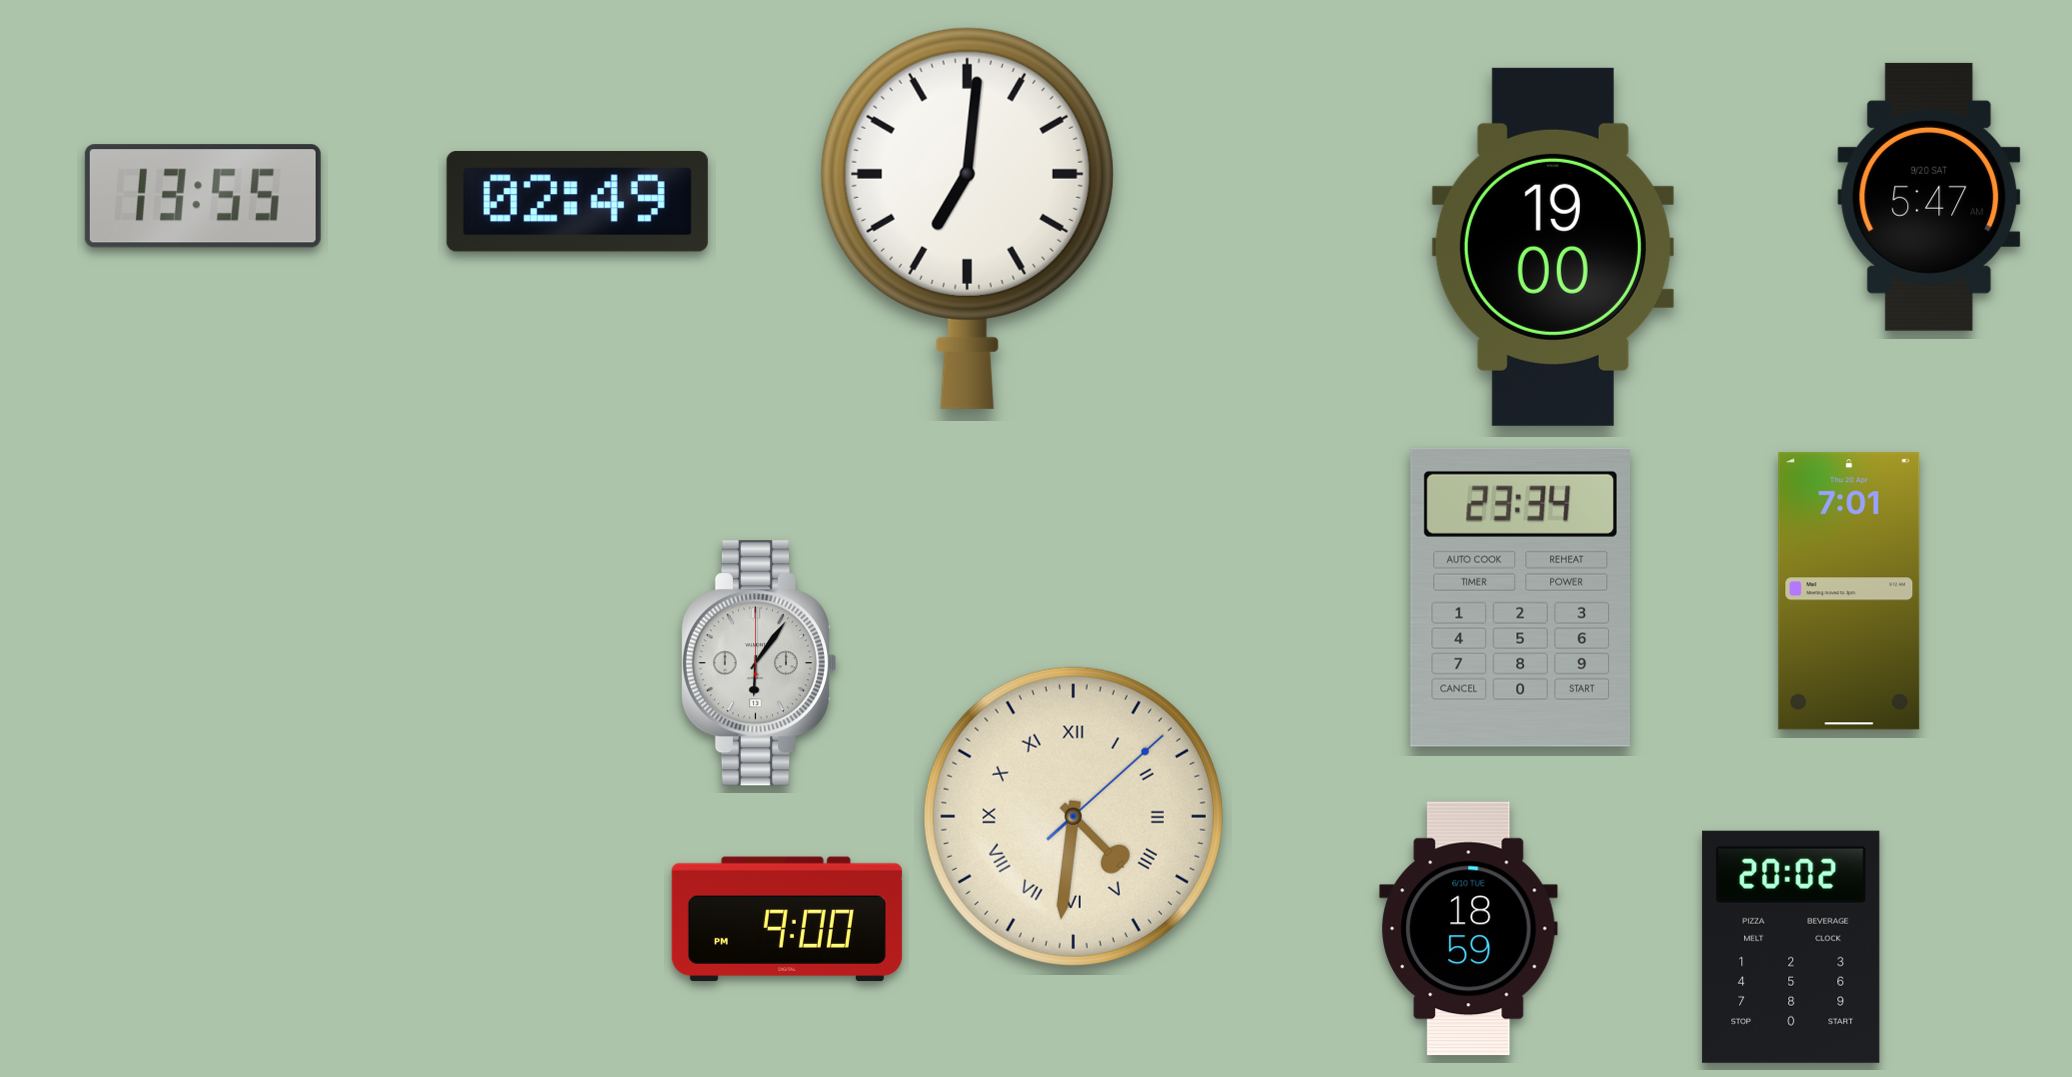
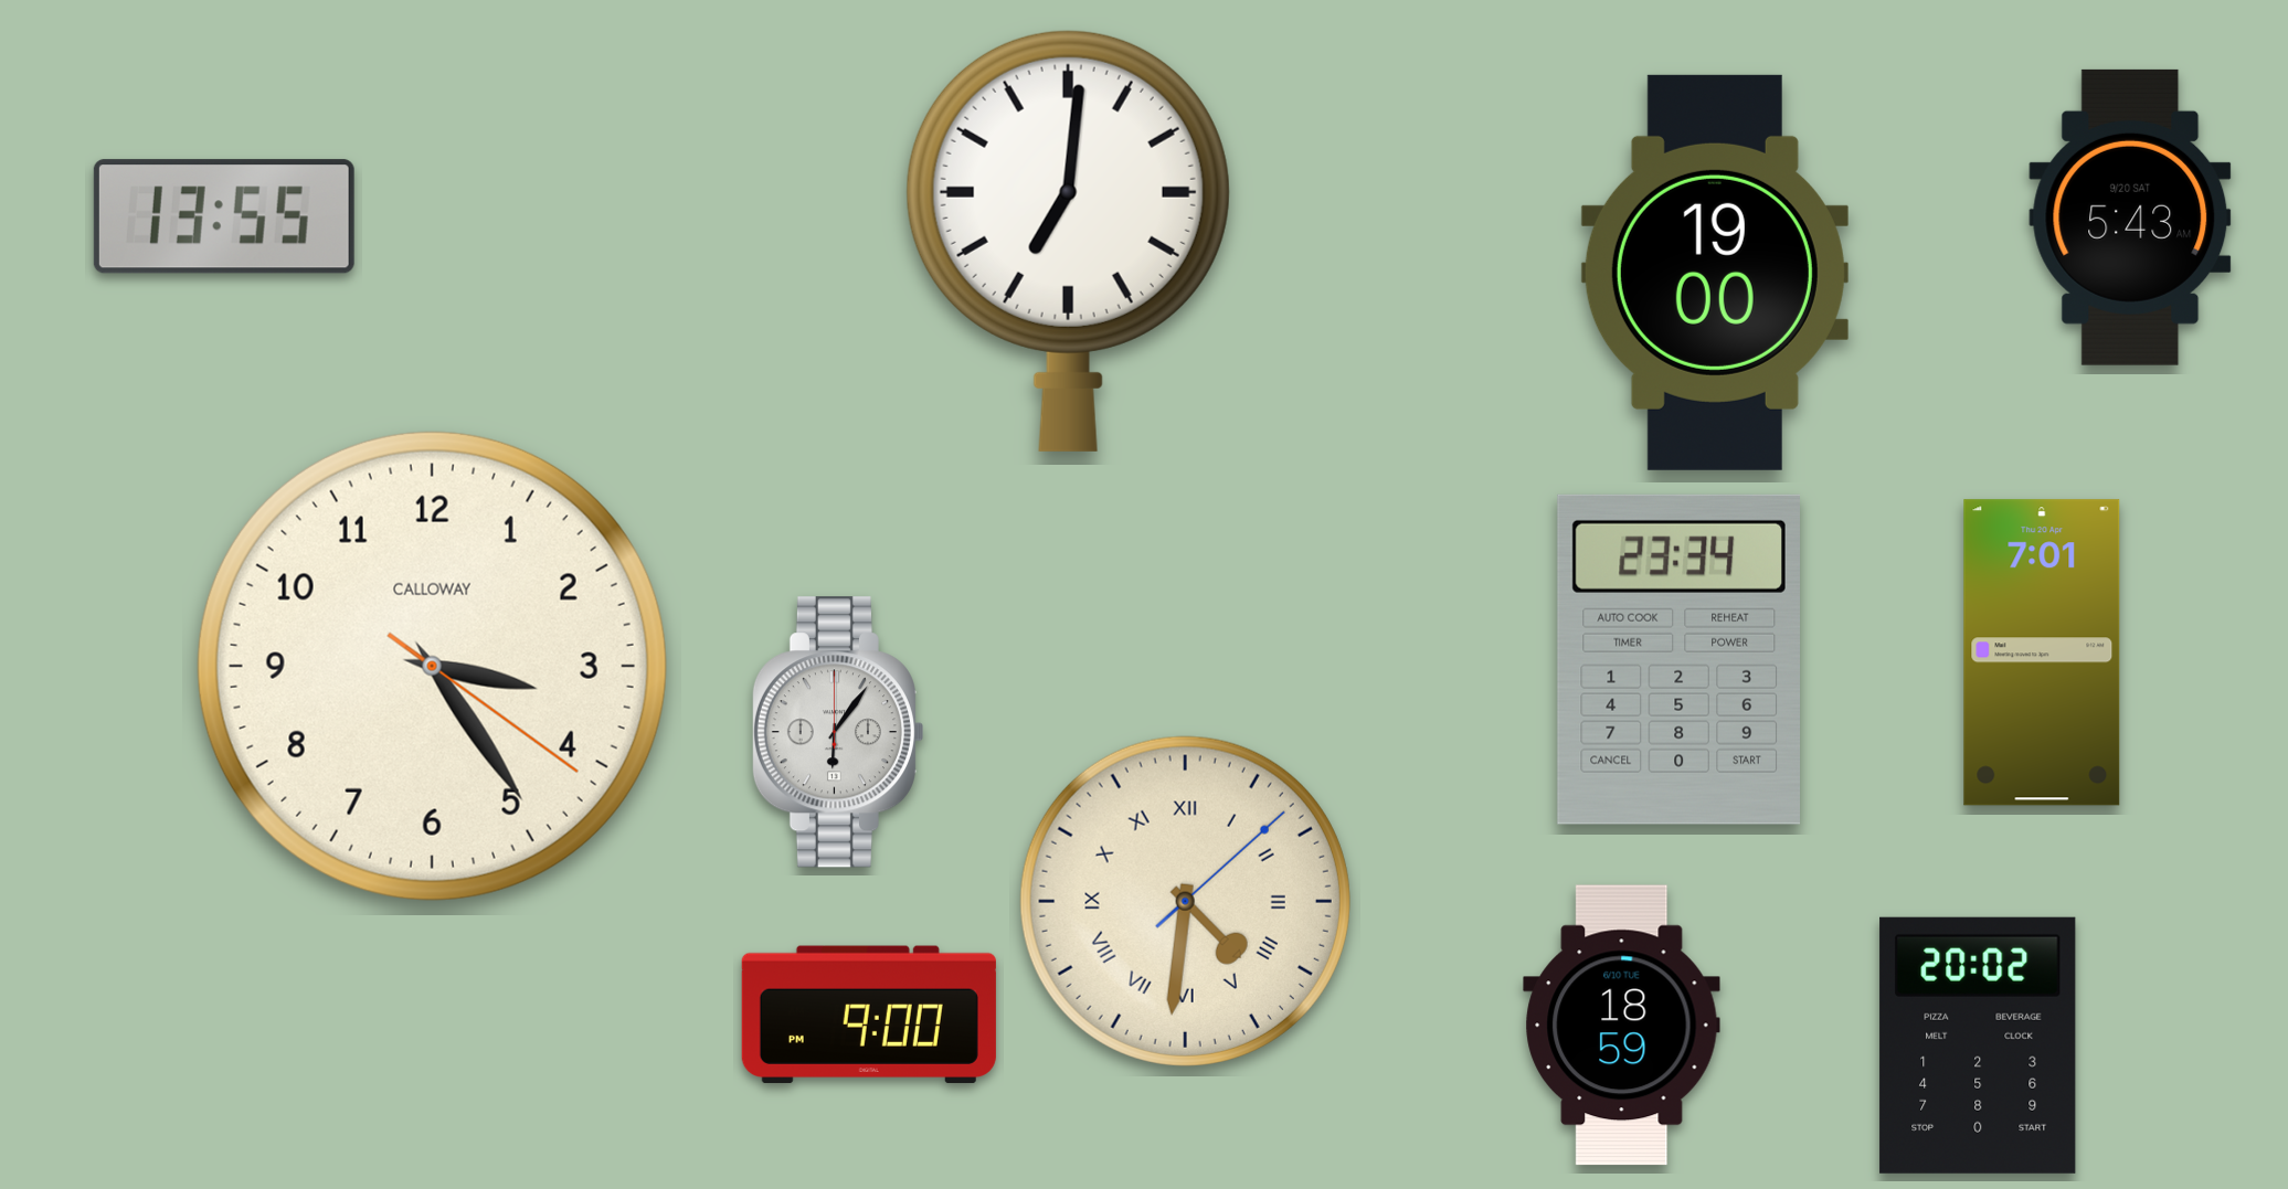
clock at (1929, 197): 5:47 -> 5:43
clock at (577, 201): 02:49 -> none
clock at (432, 666): none -> 3:24
